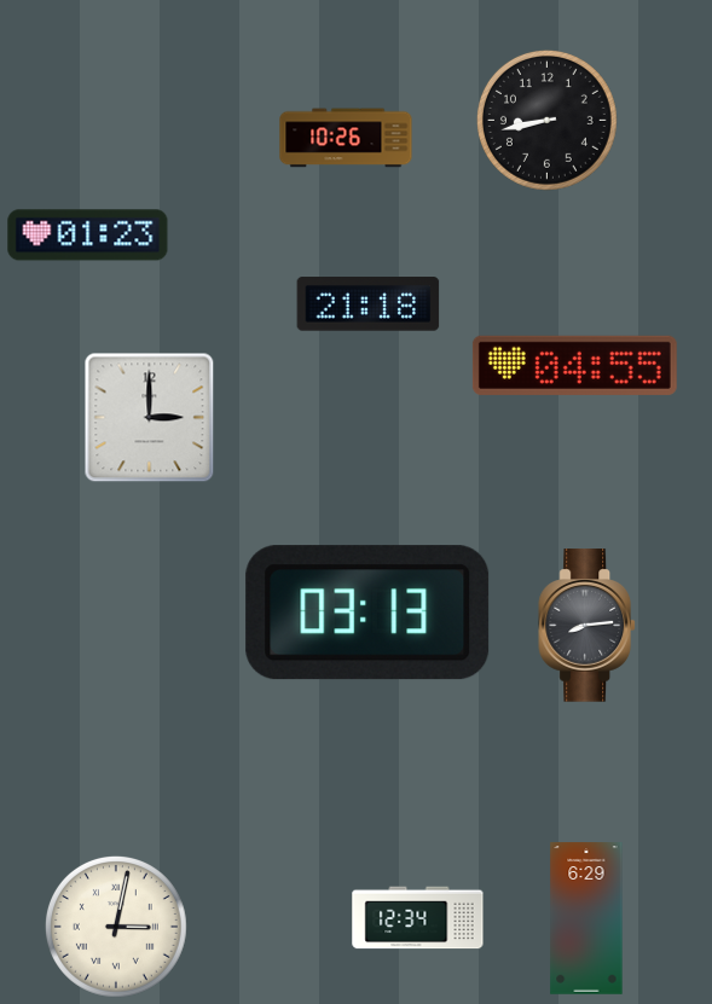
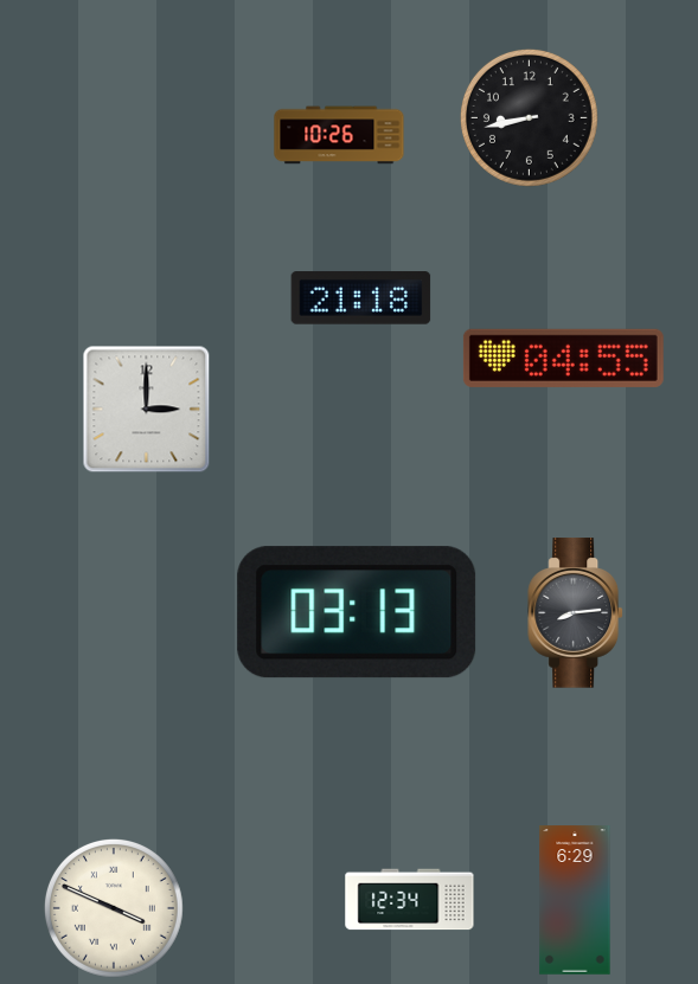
clock at (546, 120) position: (546, 120) -> (529, 117)
clock at (88, 236): 01:23 -> none
clock at (367, 613) position: (367, 613) -> (357, 612)
clock at (116, 927): 3:02 -> 3:49
